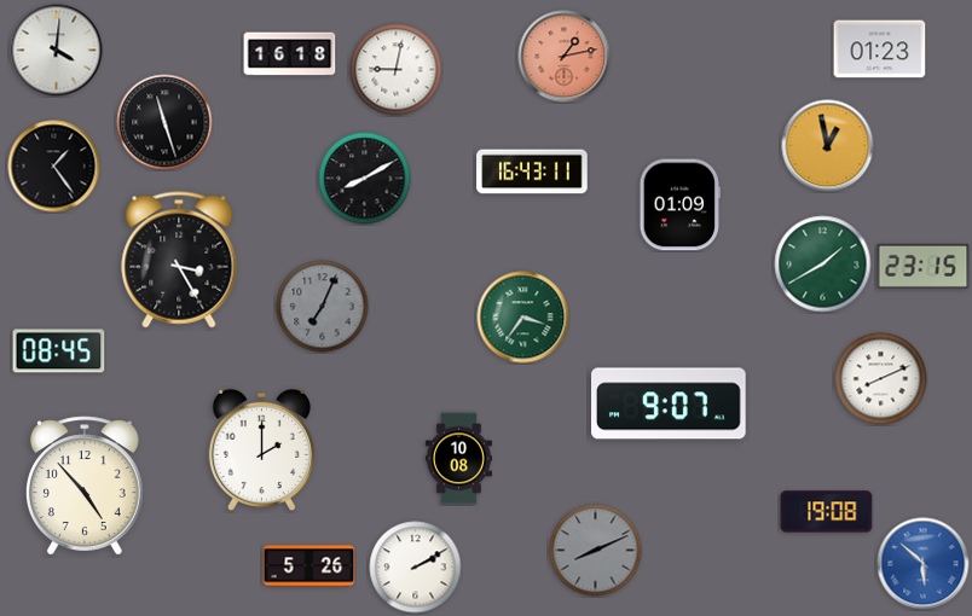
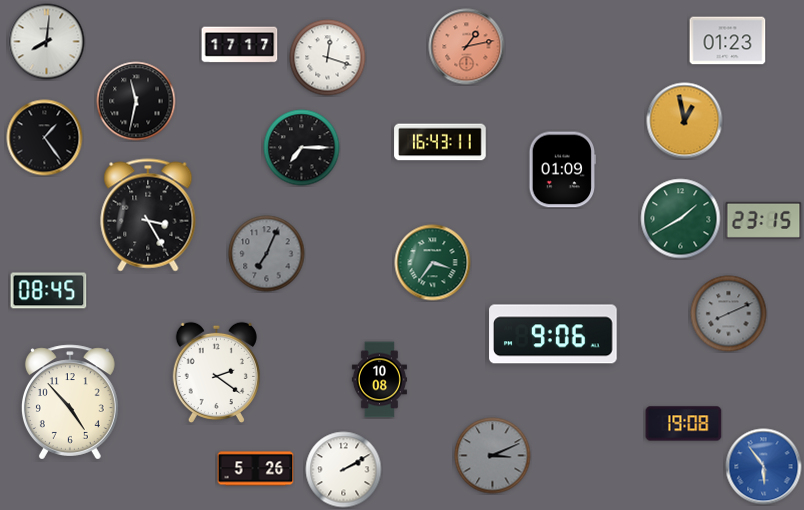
clock at (57, 51): 4:01 -> 8:01
clock at (290, 54): 16:18 -> 17:17
clock at (397, 70): 9:02 -> 12:18
clock at (164, 122): 11:27 -> 11:32
clock at (365, 179): 8:10 -> 7:15
clock at (881, 379) dial: white -> grey
clock at (669, 403): 9:07 -> 9:06
clock at (261, 449): 2:00 -> 2:21
clock at (596, 551): 8:11 -> 3:11
clock at (924, 564): 5:52 -> 5:54
